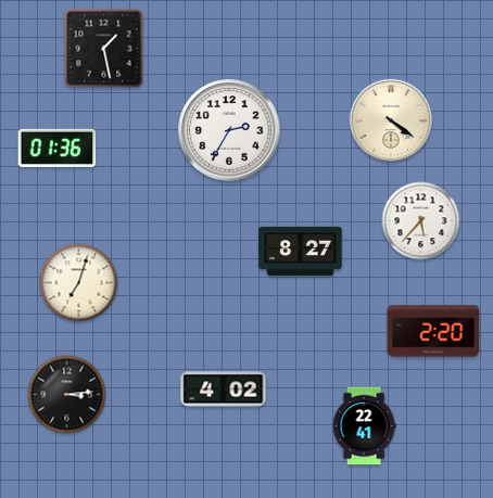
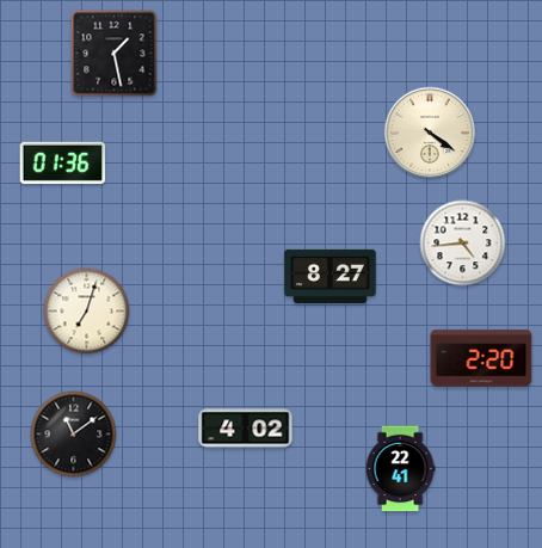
clock at (229, 130): 2:35 -> none
clock at (421, 221): 5:37 -> 4:44
clock at (433, 331) position: (433, 331) -> (481, 358)
clock at (67, 395): 3:14 -> 11:09
